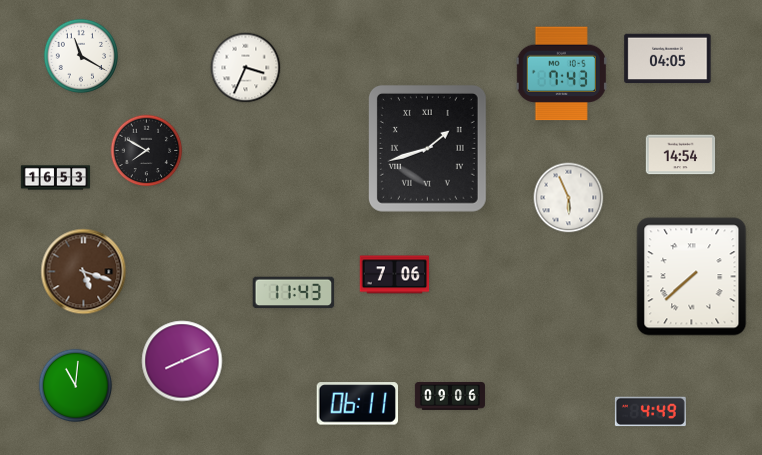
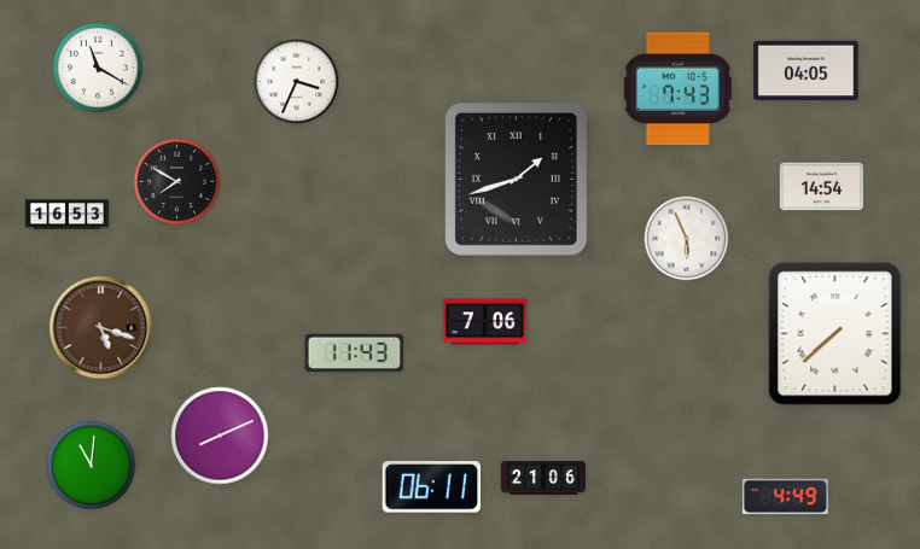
clock at (395, 275) position: (395, 275) -> (485, 322)
clock at (450, 397): 09:06 -> 21:06
